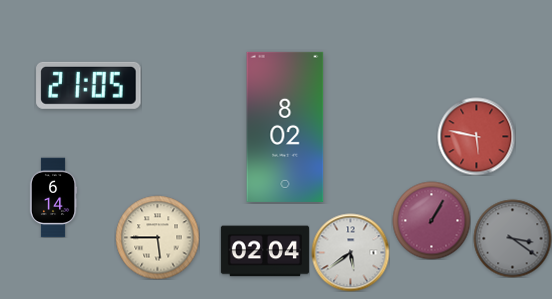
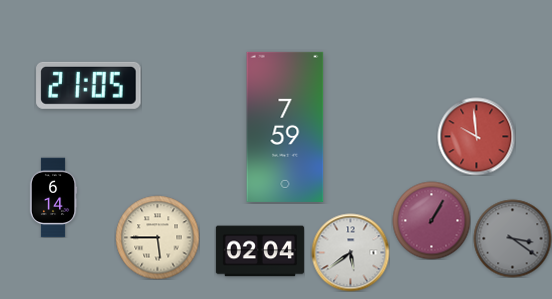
clock at (285, 127): 8:02 -> 7:59
clock at (476, 136): 5:47 -> 9:59
clock at (265, 251) position: (265, 251) -> (260, 251)
